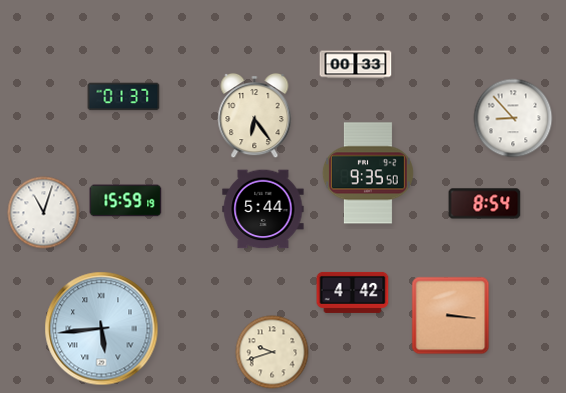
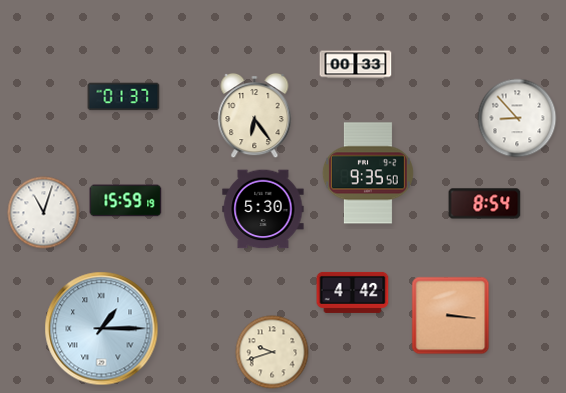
clock at (513, 118) position: (513, 118) -> (517, 118)
clock at (263, 209): 5:44 -> 5:30
clock at (102, 329): 5:44 -> 1:15
